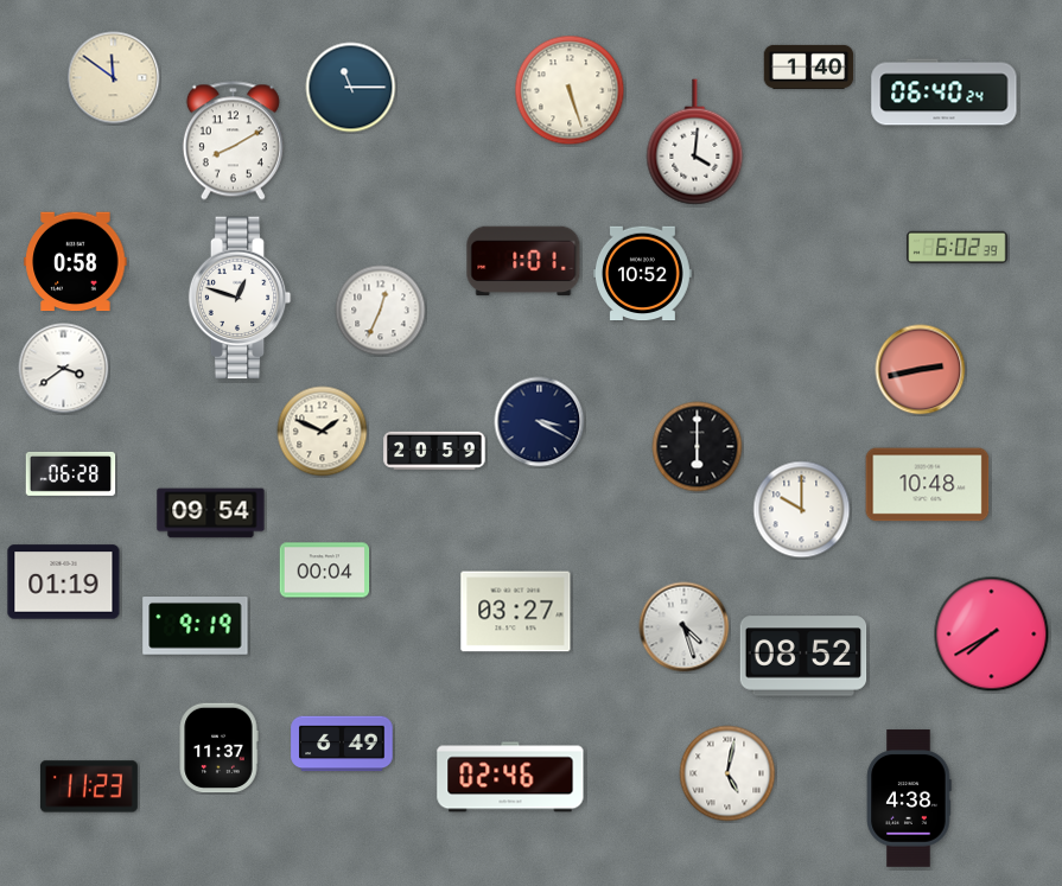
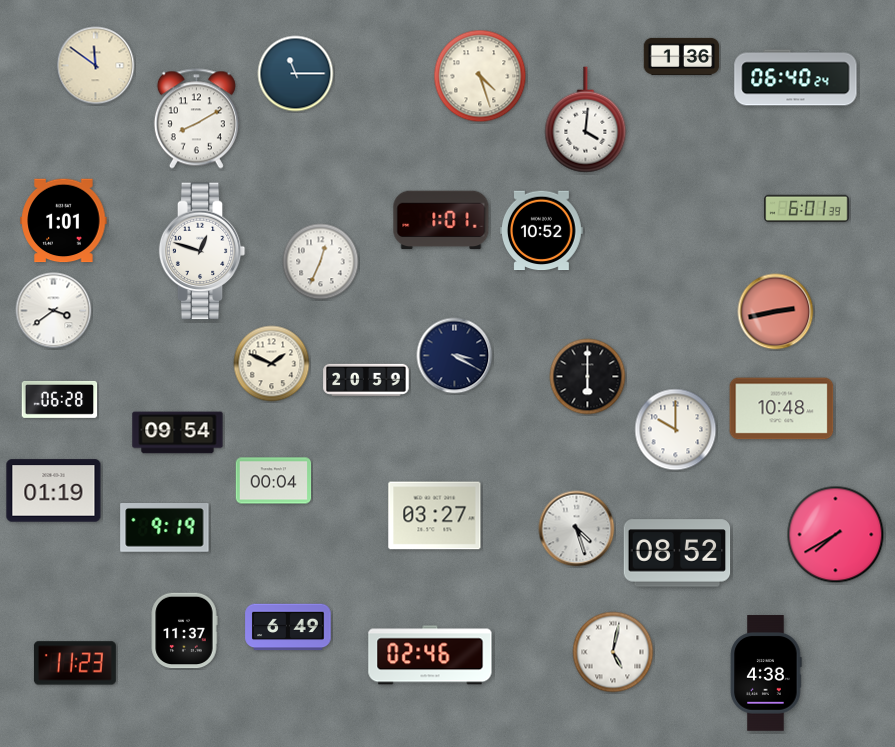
clock at (809, 66): 1:40 -> 1:36
clock at (570, 90): 5:27 -> 4:27
clock at (958, 248): 6:02 -> 6:01
clock at (76, 262): 0:58 -> 1:01
